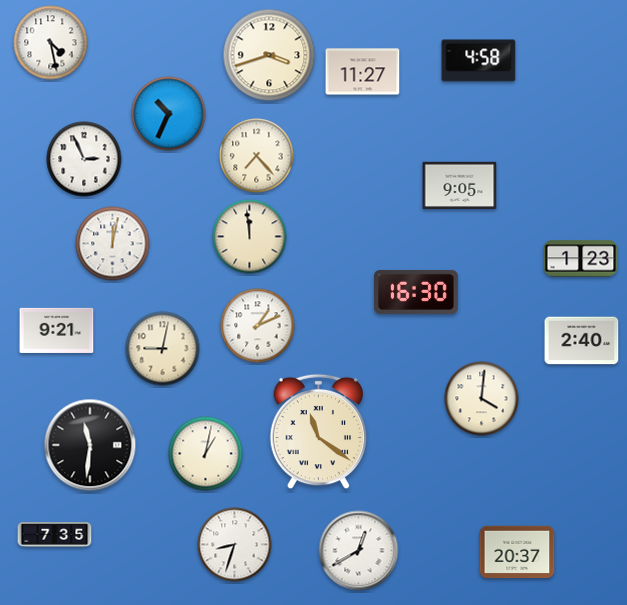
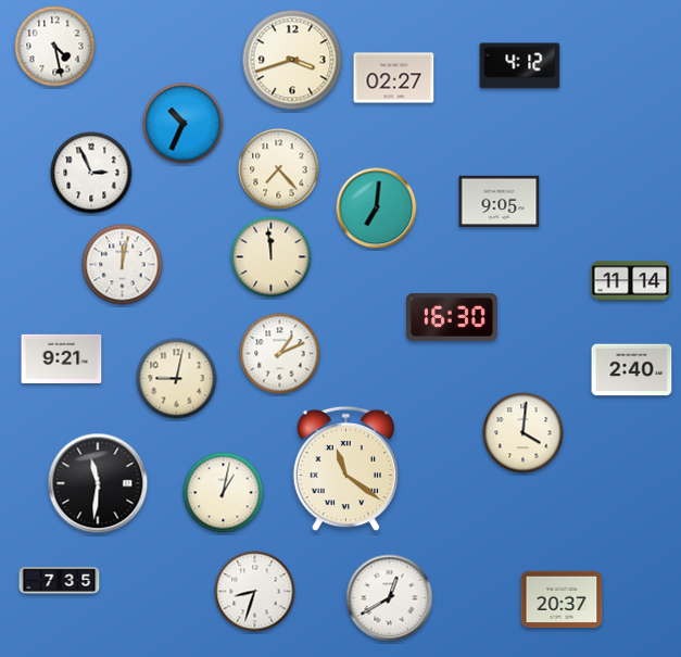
clock at (479, 61): 4:58 -> 4:12
clock at (363, 72): 11:27 -> 02:27
clock at (377, 209): none -> 7:01
clock at (581, 259): 1:23 -> 11:14
